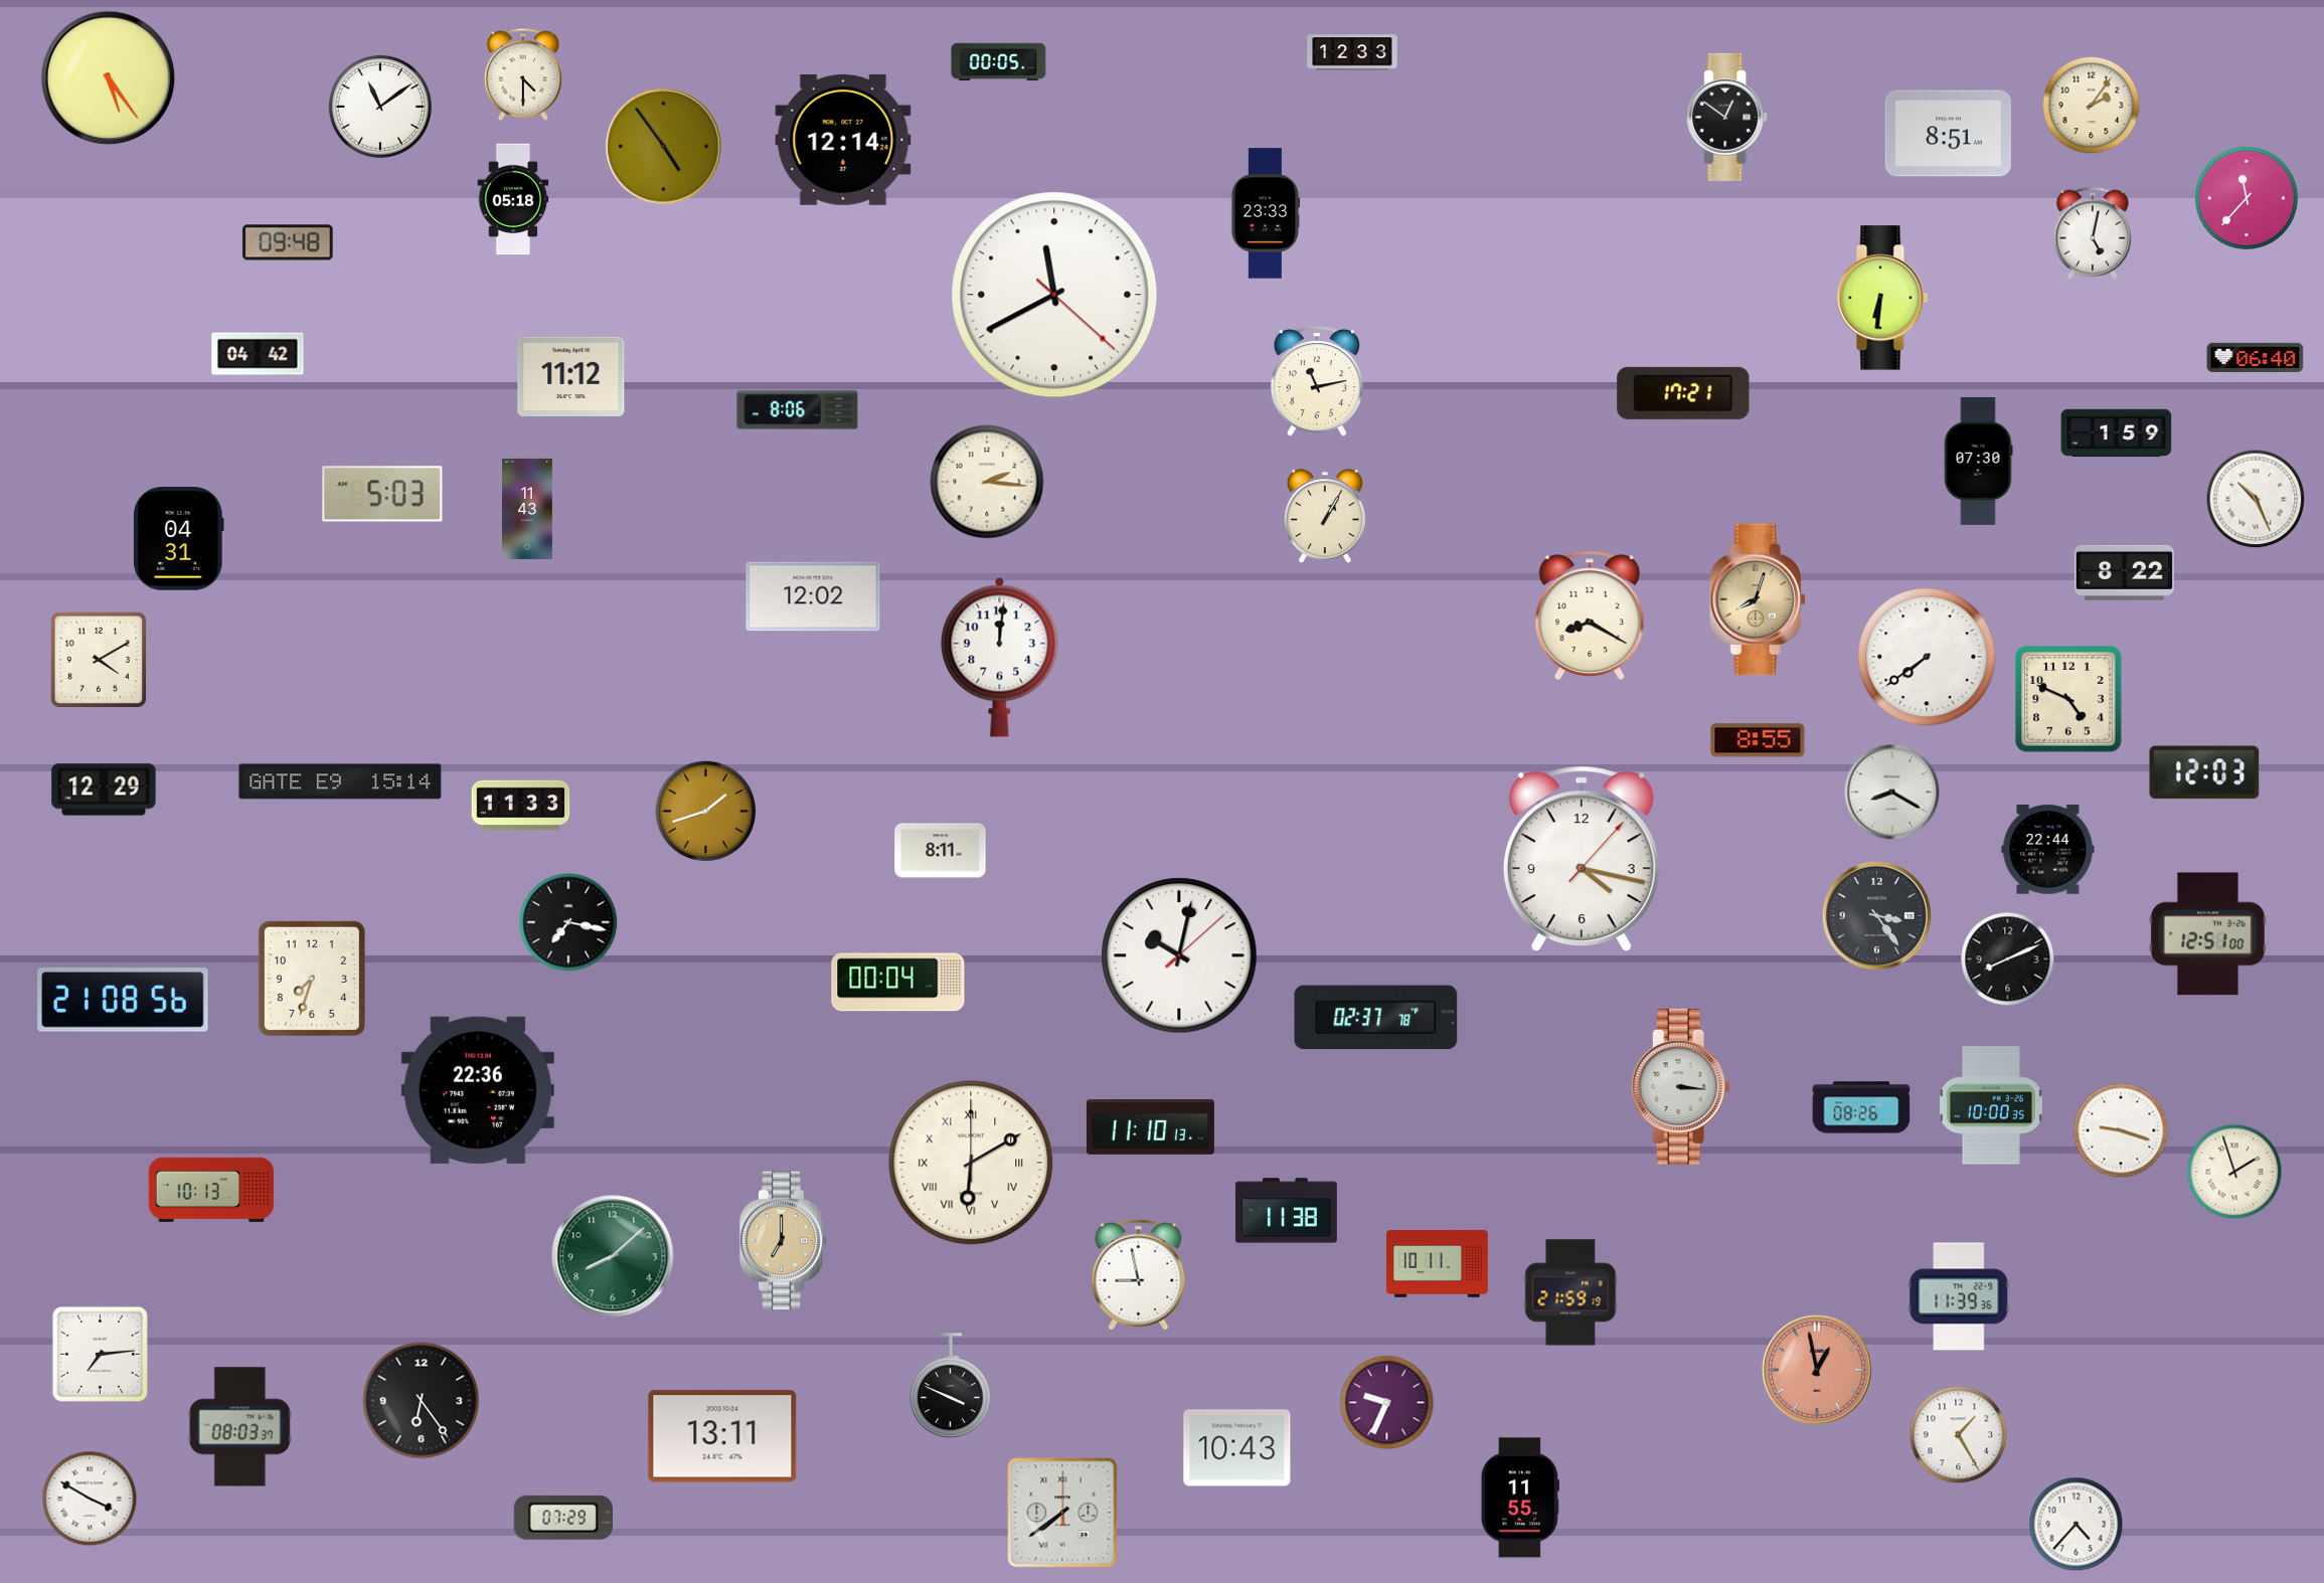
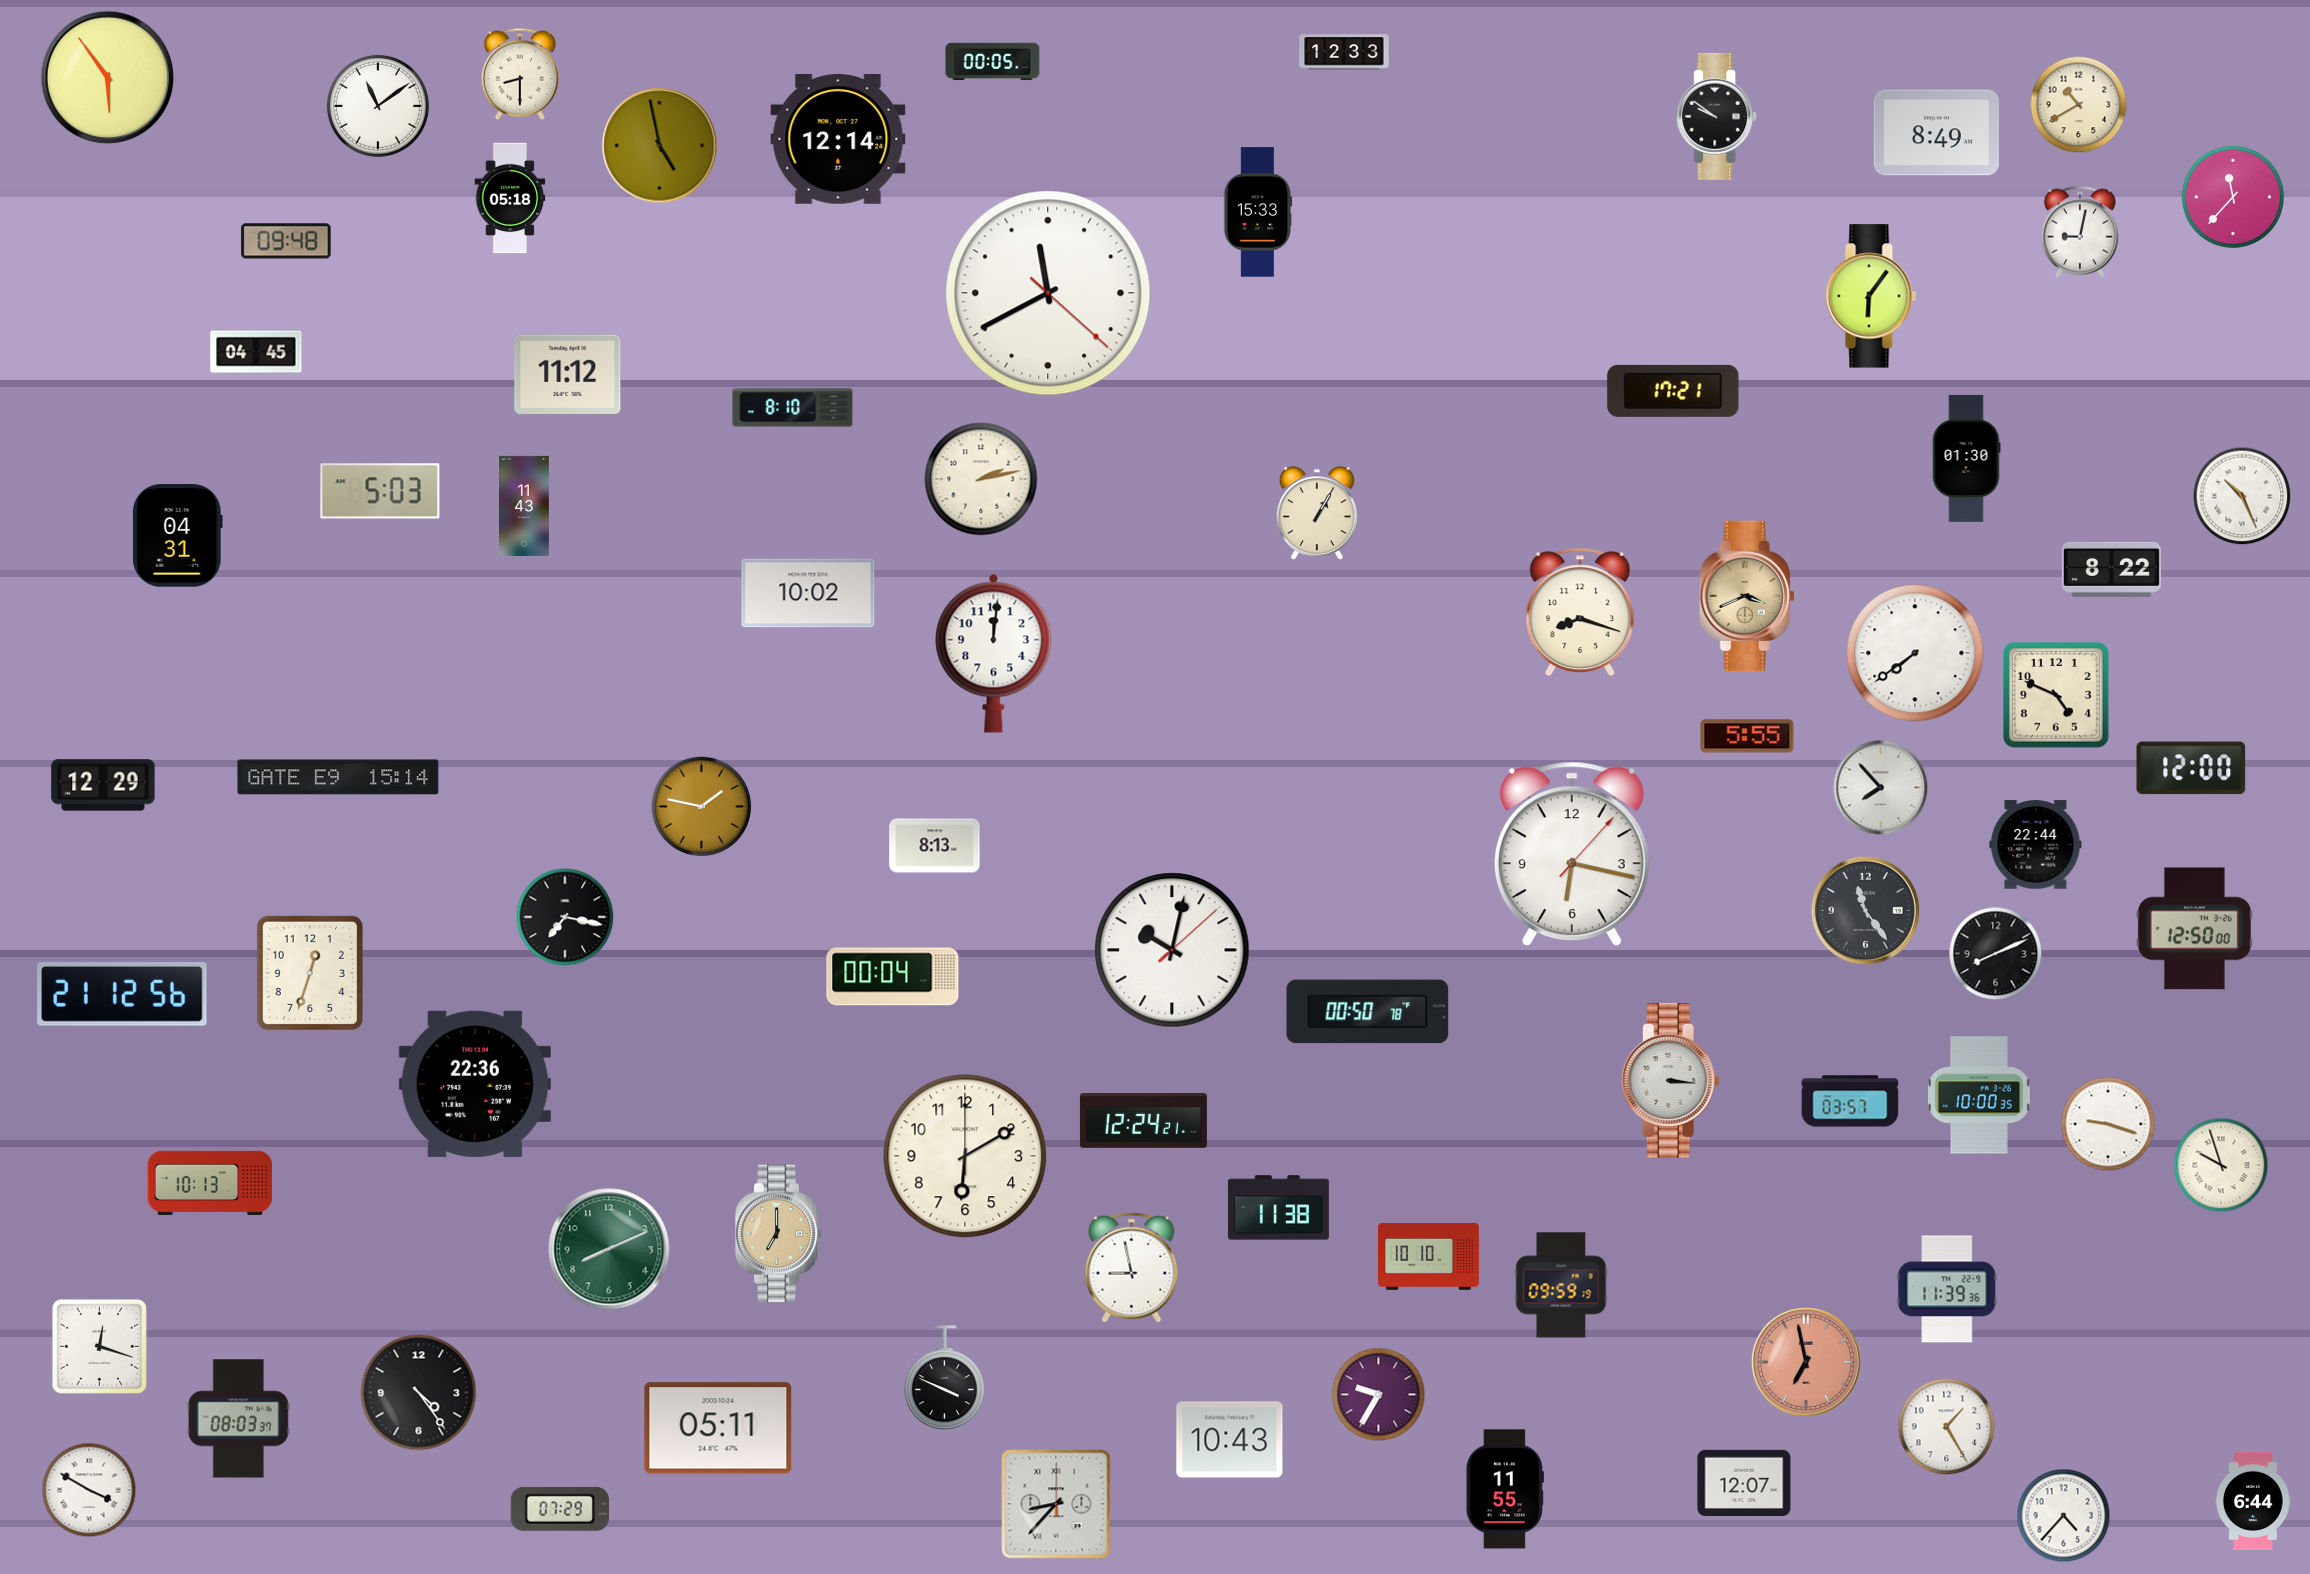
clock at (523, 74): 4:30 -> 8:30
clock at (109, 78): 5:24 -> 5:54
clock at (2092, 106): 2:06 -> 10:40
clock at (1727, 117): 12:51 -> 9:51
clock at (1948, 134): 8:51 -> 8:49
clock at (664, 147): 4:54 -> 4:58
clock at (1266, 213): 23:33 -> 15:33
clock at (2093, 233): 5:02 -> 9:02
clock at (1882, 298): 6:31 -> 6:06
clock at (258, 354): 04:42 -> 04:45
clock at (2256, 357): 06:40 -> none
clock at (1316, 382): 11:13 -> none
clock at (798, 410): 8:06 -> 8:10
clock at (2117, 433): 1:59 -> none
clock at (1978, 461): 07:30 -> 01:30
clock at (987, 482): 2:16 -> 2:13
clock at (813, 596): 12:02 -> 10:02
clock at (1758, 599): 8:03 -> 3:41
clock at (1590, 615): 8:20 -> 8:18
clock at (99, 660): 4:10 -> none
clock at (1758, 740): 8:55 -> 5:55
clock at (2204, 772): 12:03 -> 12:00
clock at (1892, 793): 8:20 -> 7:53
clock at (521, 806): 11:33 -> none
clock at (706, 812): 1:42 -> 1:47
clock at (941, 851): 8:11 -> 8:13
clock at (1582, 859): 4:17 -> 6:17
clock at (1876, 915): 3:24 -> 11:24
clock at (2207, 934): 12:51 -> 12:50
clock at (312, 979): 7:33 -> 12:33
clock at (123, 1001): 21:08 -> 21:12
clock at (1376, 1018): 02:37 -> 00:50
clock at (1991, 1105) position: (1991, 1105) -> (1979, 1095)
clock at (1861, 1107): 08:26 -> 03:57
clock at (1150, 1127): 11:10 -> 12:24
clock at (971, 1163) numerals: Roman -> Arabic
clock at (2234, 1172): 1:57 -> 9:57
clock at (1286, 1211) position: (1286, 1211) -> (1278, 1208)
clock at (613, 1256): 8:08 -> 8:11
clock at (1438, 1263): 10:11 -> 10:10
clock at (1570, 1292): 21:59 -> 09:59
clock at (100, 1354): 7:14 -> 12:18
clock at (1817, 1370): 12:58 -> 6:58
clock at (422, 1401): 6:24 -> 4:24
clock at (1387, 1403): 9:34 -> 9:35
clock at (722, 1436): 13:11 -> 05:11
clock at (1744, 1482): none -> 12:07
clock at (1520, 1498) position: (1520, 1498) -> (1505, 1489)
clock at (2253, 1501): none -> 6:44
clock at (1062, 1513): 7:39 -> 8:37
